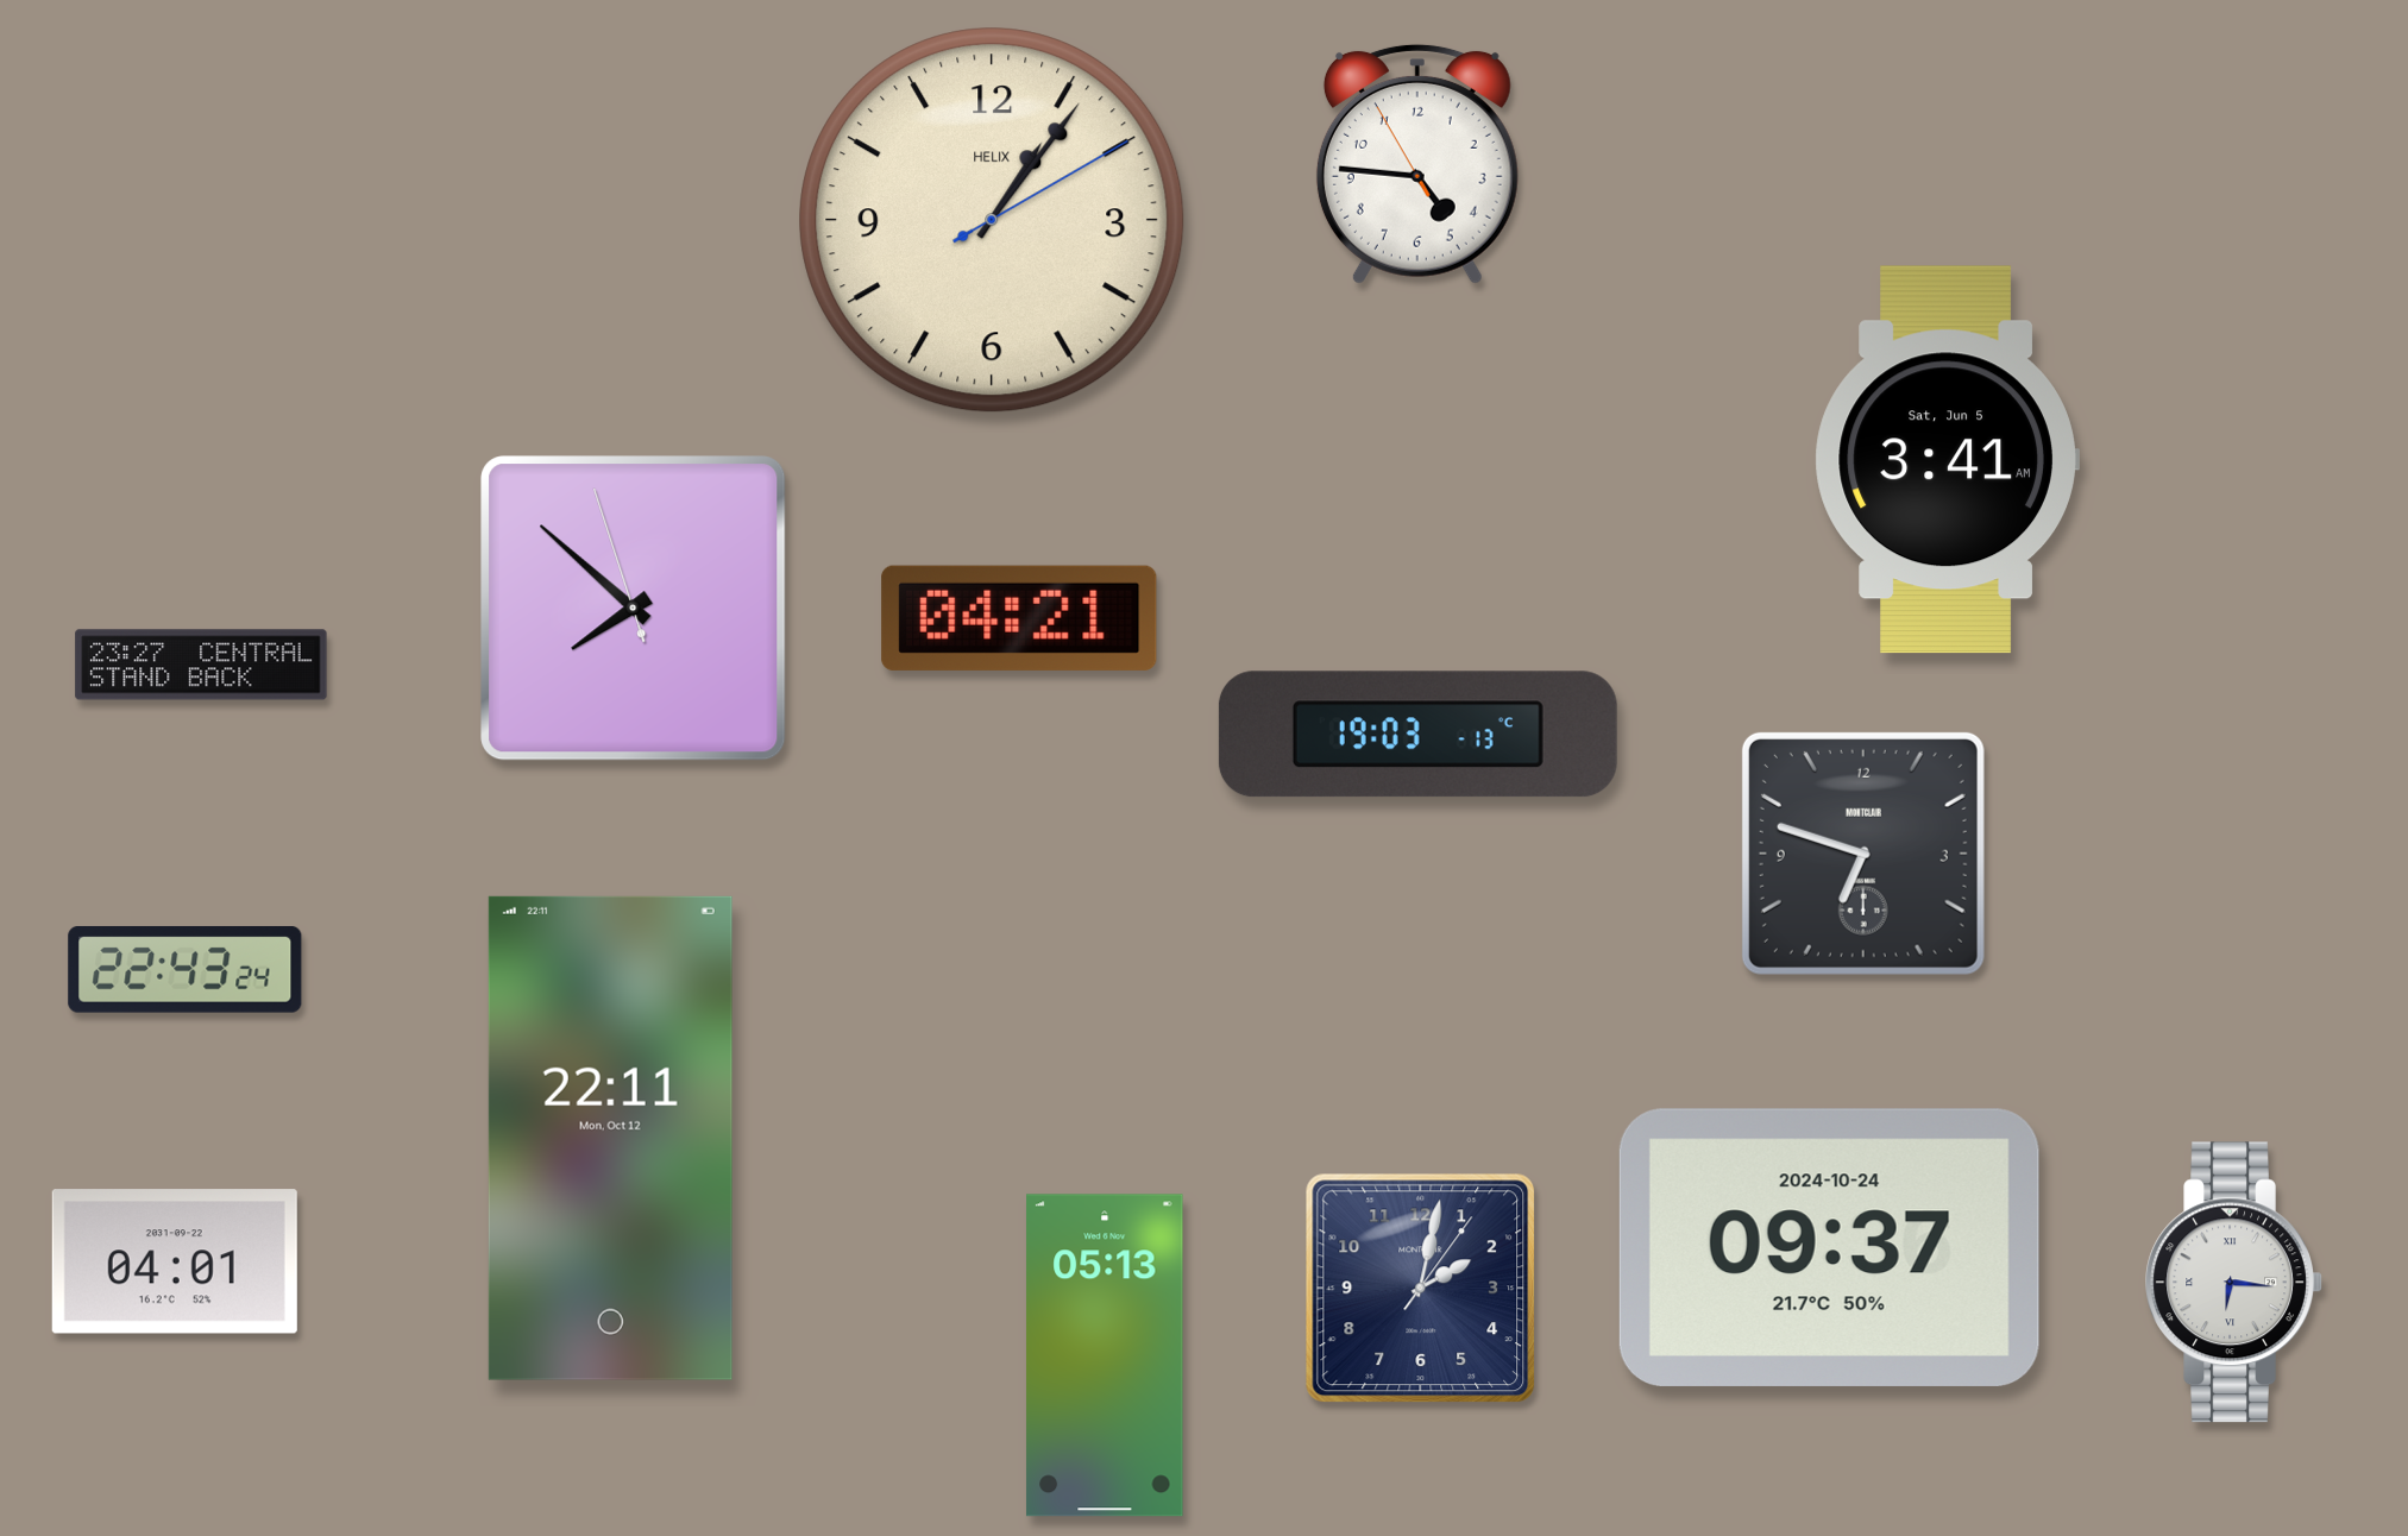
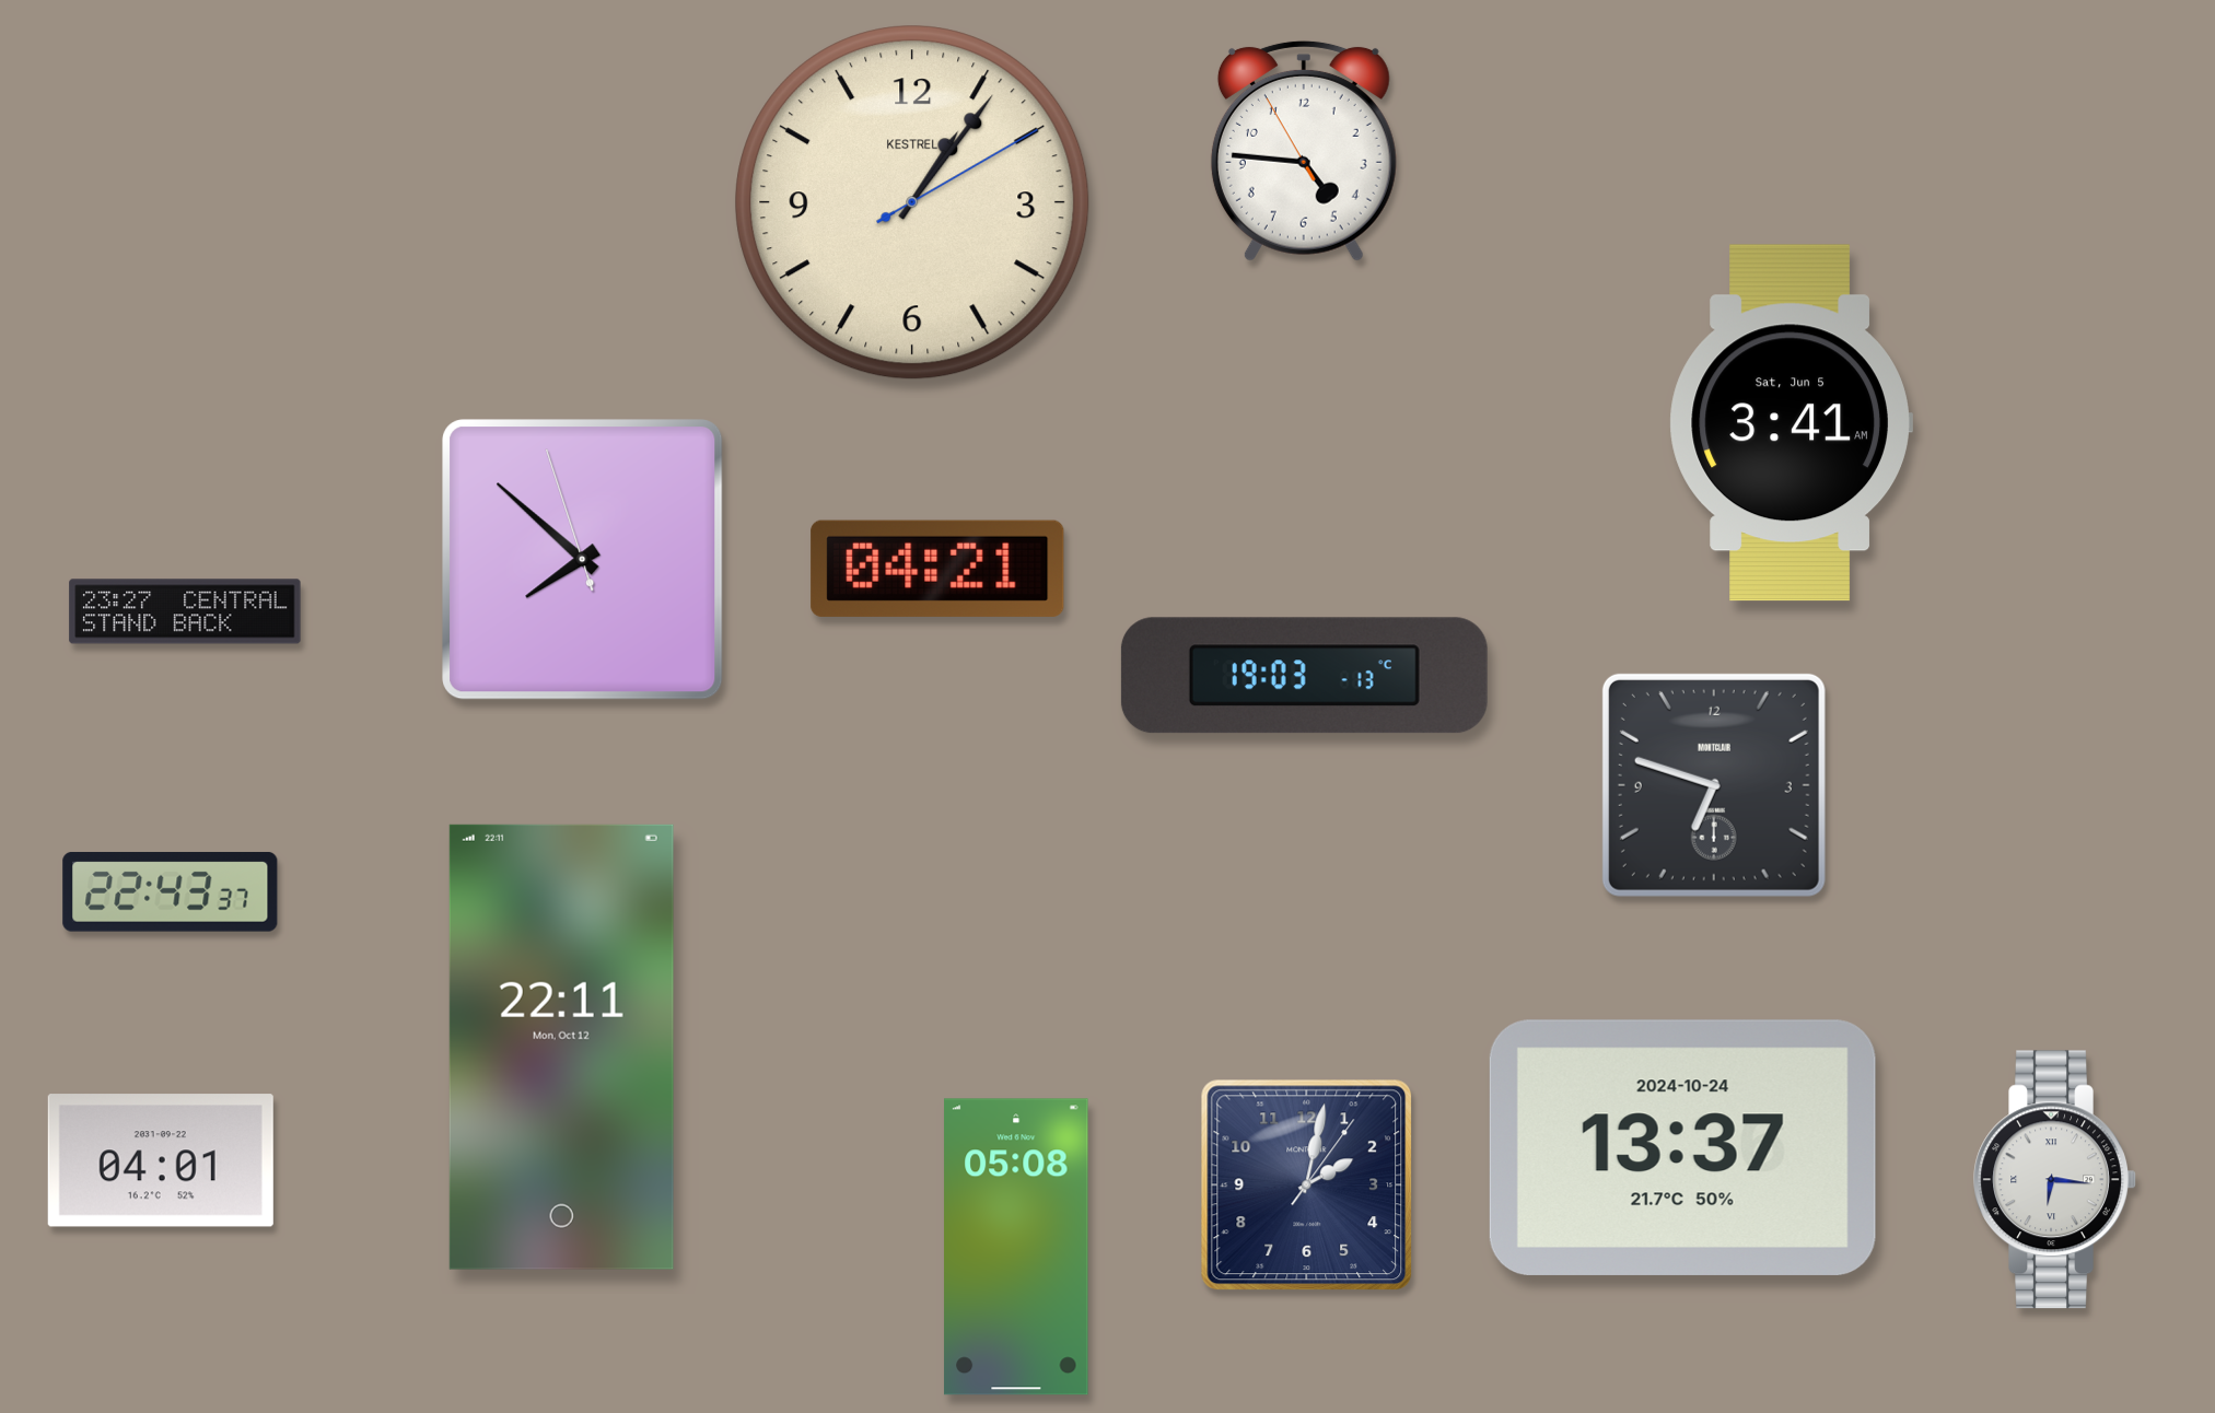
clock at (992, 220) brand: HELIX -> KESTREL
clock at (186, 970): 22:43:24 -> 22:43:37
clock at (1829, 1247): 09:37 -> 13:37
clock at (1105, 1355): 05:13 -> 05:08
